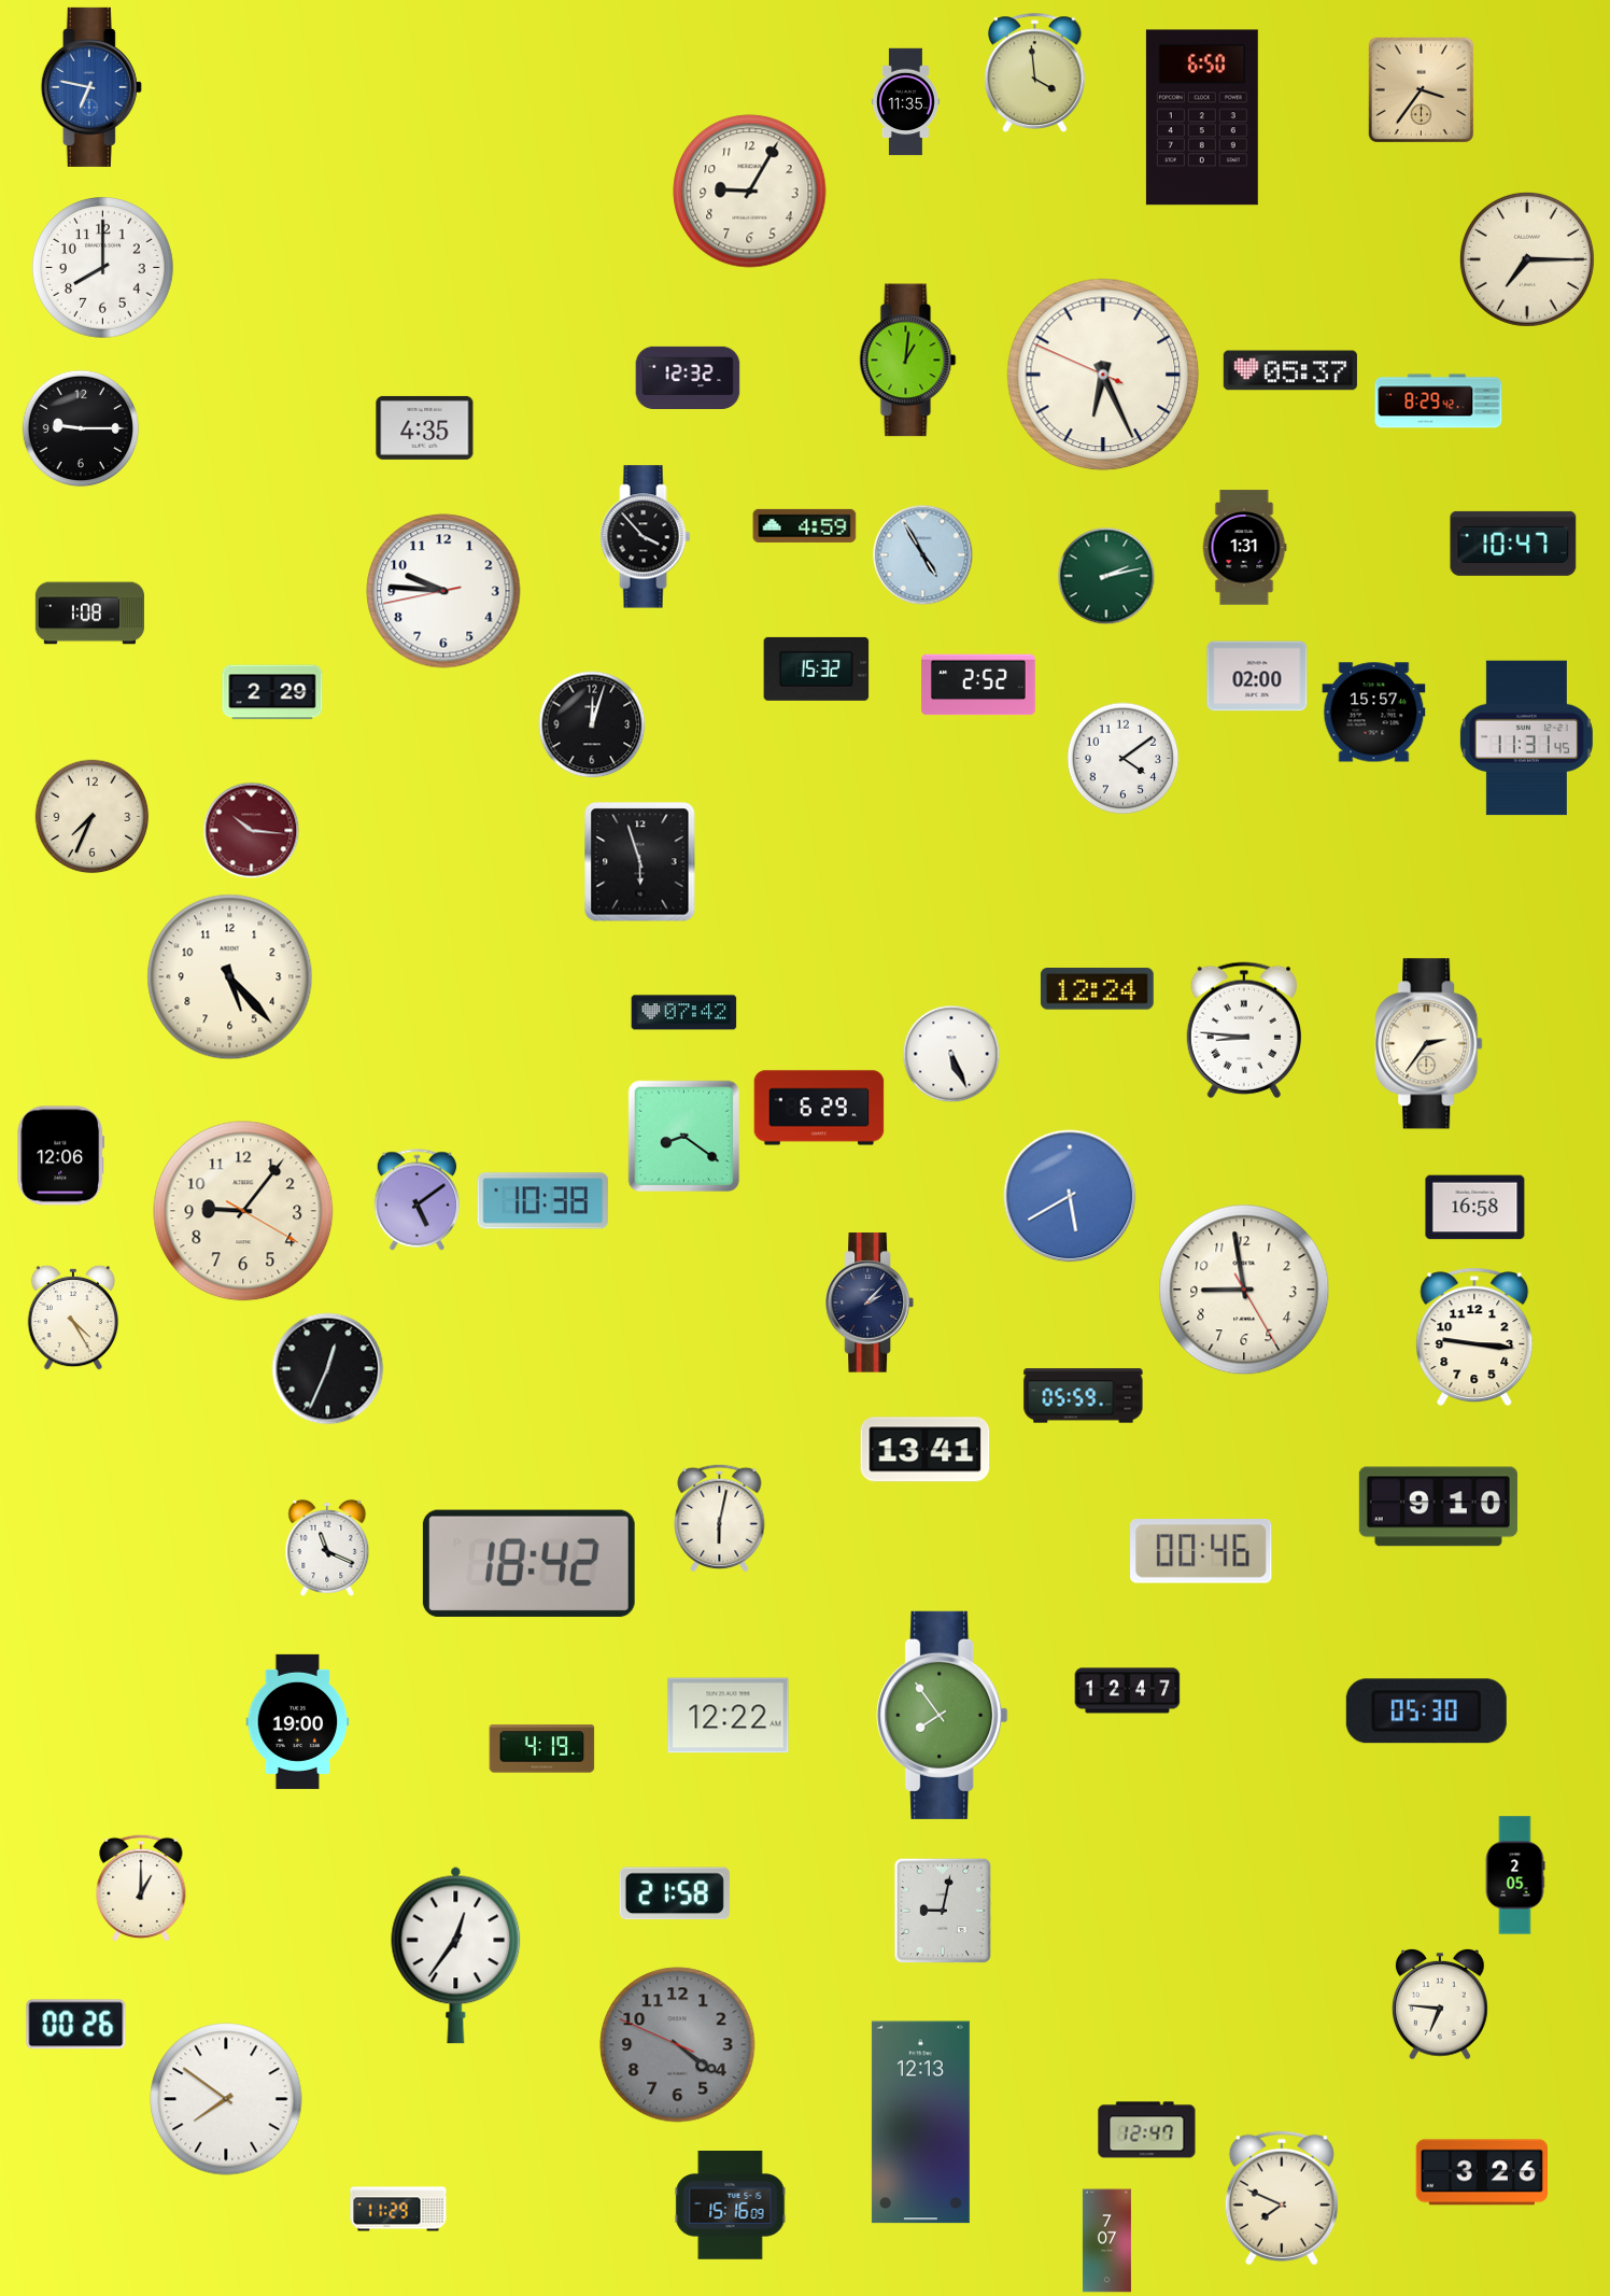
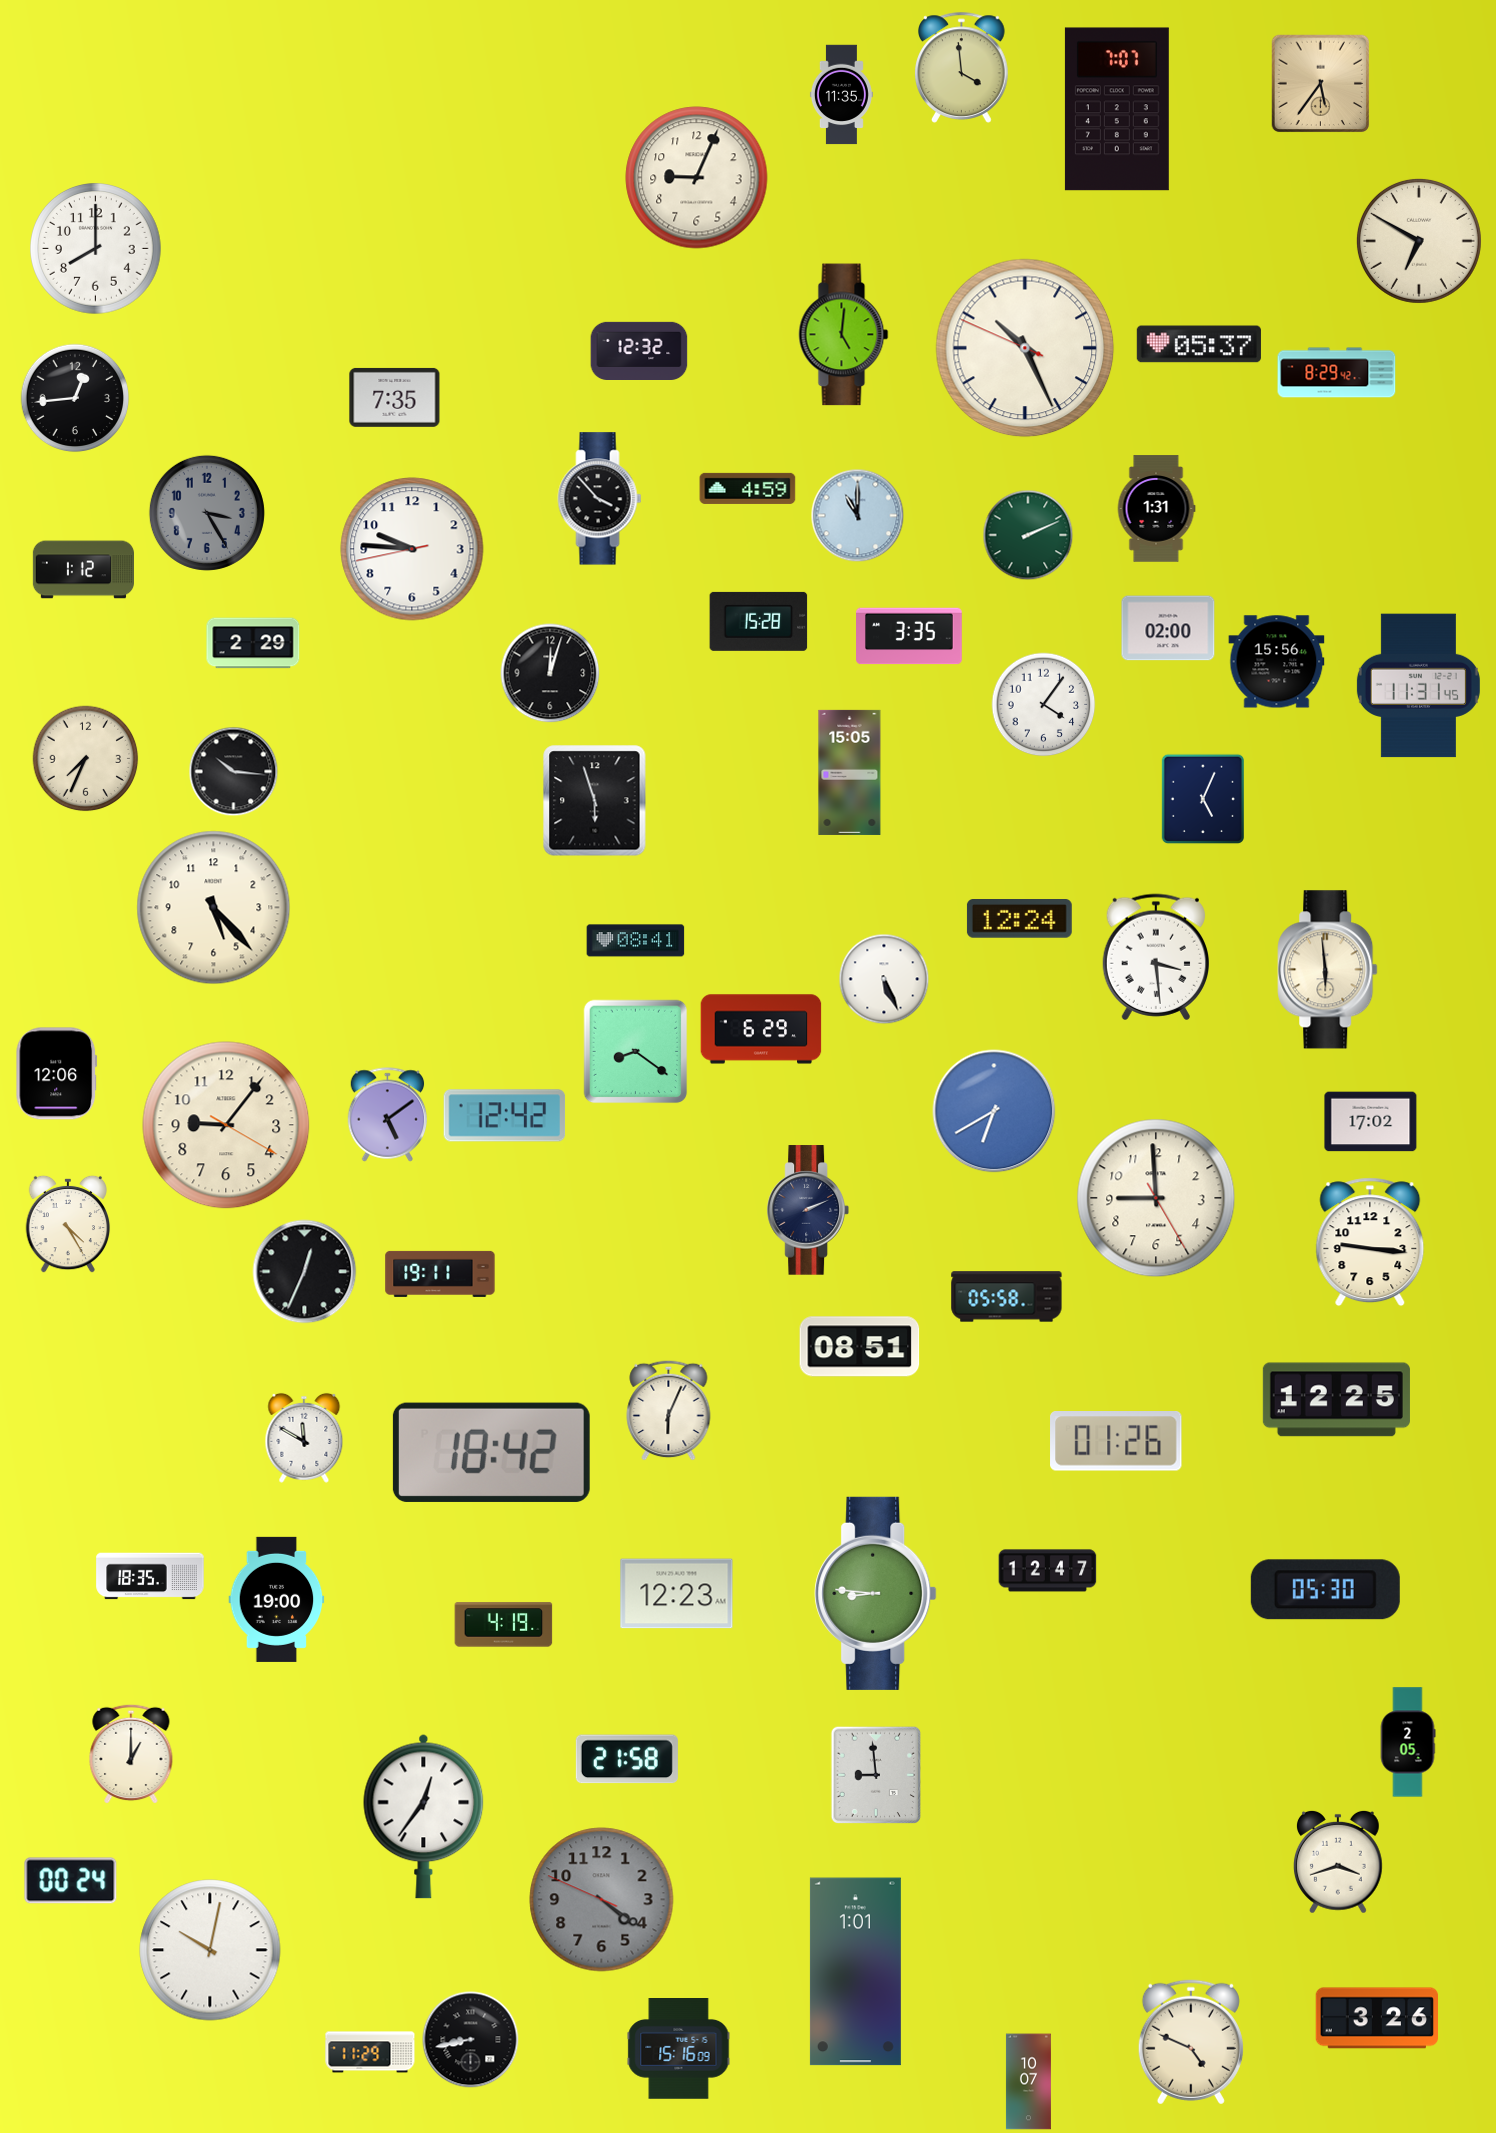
clock at (91, 87): 6:47 -> none
clock at (1422, 90): 3:36 -> 5:36
clock at (1202, 117): 6:50 -> 7:07
clock at (750, 192): 9:05 -> 9:04
clock at (1527, 259): 7:15 -> 6:50
clock at (908, 361): 1:01 -> 5:01
clock at (1103, 375): 6:25 -> 10:25
clock at (425, 427): 4:35 -> 7:35
clock at (81, 428): 9:15 -> 12:44
clock at (1513, 544): 10:47 -> none
clock at (207, 513): none -> 3:25
clock at (923, 555): 4:55 -> 11:00
clock at (1106, 576): 2:13 -> 2:11
clock at (89, 614): 1:08 -> 1:12
clock at (817, 668): 15:32 -> 15:28
clock at (978, 685): 2:52 -> 3:35
clock at (1374, 713): 15:57 -> 15:56
clock at (1124, 759): 4:09 -> 4:06
clock at (252, 831) dial: burgundy -> black
clock at (850, 772): none -> 15:05
clock at (1202, 799): none -> 5:04
clock at (684, 1013): 07:42 -> 08:41
clock at (1243, 1030): 8:46 -> 3:29
clock at (1429, 1044): 2:36 -> 5:59
clock at (684, 1137) position: (684, 1137) -> (636, 1052)
clock at (1070, 1196): 5:40 -> 6:40
clock at (543, 1201): 10:38 -> 12:42
clock at (1475, 1208): 16:58 -> 17:02
clock at (1244, 1290): 8:58 -> 8:59
clock at (868, 1302): 2:07 -> 2:11
clock at (440, 1274): none -> 19:11
clock at (1084, 1396): 05:59 -> 05:58
clock at (926, 1450): 13:41 -> 08:51
clock at (1438, 1507): 9:10 -> 12:25
clock at (720, 1518): 6:02 -> 6:04
clock at (327, 1548): 11:19 -> 11:50
clock at (1201, 1552): 00:46 -> 01:26
clock at (150, 1576): none -> 18:35
clock at (943, 1715): 7:54 -> 8:46
clock at (729, 1716): 12:22 -> 12:23
clock at (943, 1911): 9:02 -> 8:59
clock at (1441, 2004): 6:46 -> 3:42
clock at (76, 2025): 00:26 -> 00:24
clock at (678, 2045) position: (678, 2045) -> (602, 1900)
clock at (226, 2099): 7:51 -> 10:02
clock at (920, 2123): 12:13 -> 1:01
clock at (1147, 2130): 12:47 -> none
clock at (471, 2040): none -> 8:43
clock at (1282, 2198): 7:49 -> 4:49
clock at (1106, 2241): 7:07 -> 10:07
